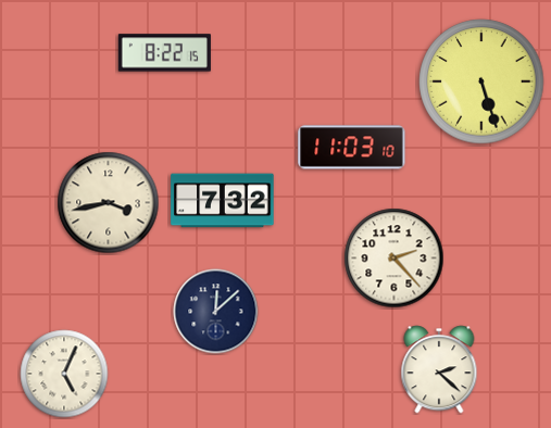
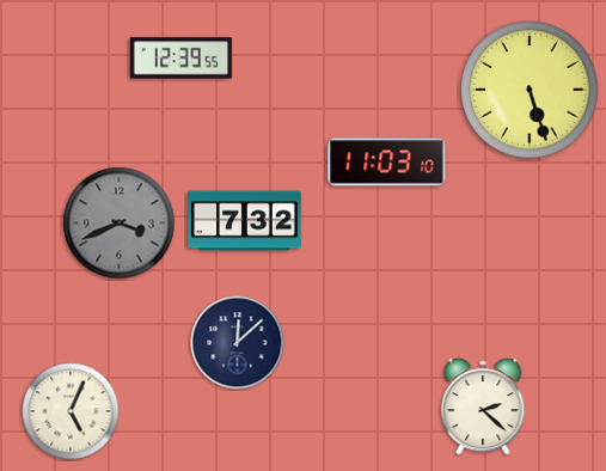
clock at (164, 53): 8:22 -> 12:39
clock at (109, 203): 3:43 -> 3:41
clock at (109, 203) dial: cream -> grey
clock at (395, 259): 2:23 -> none
